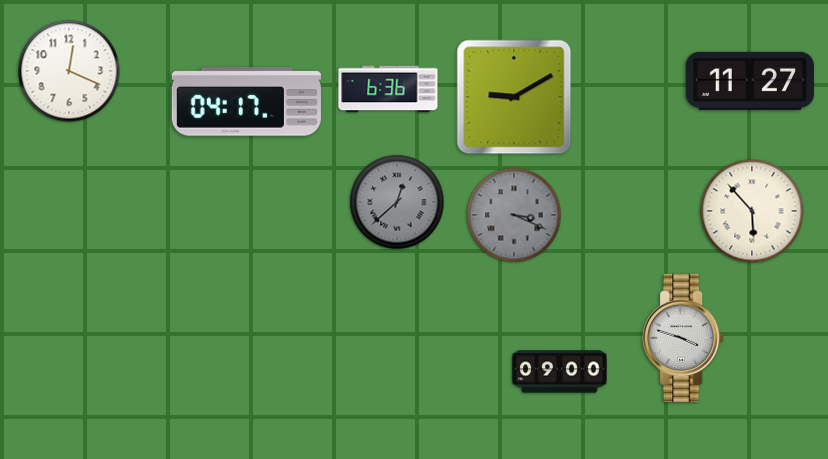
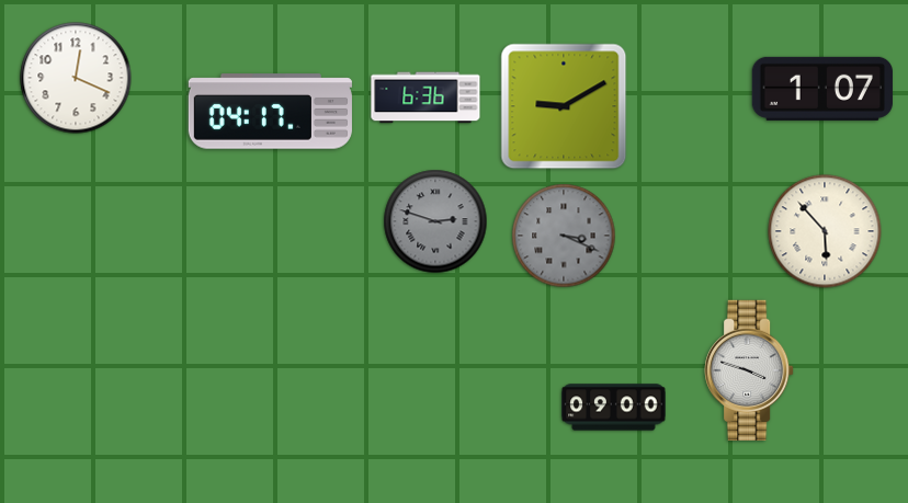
clock at (750, 81): 11:27 -> 1:07
clock at (397, 202): 12:38 -> 2:48
